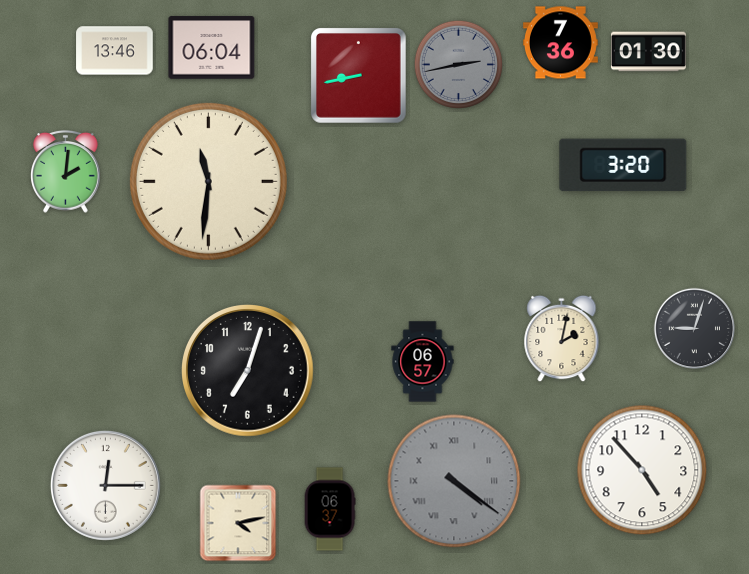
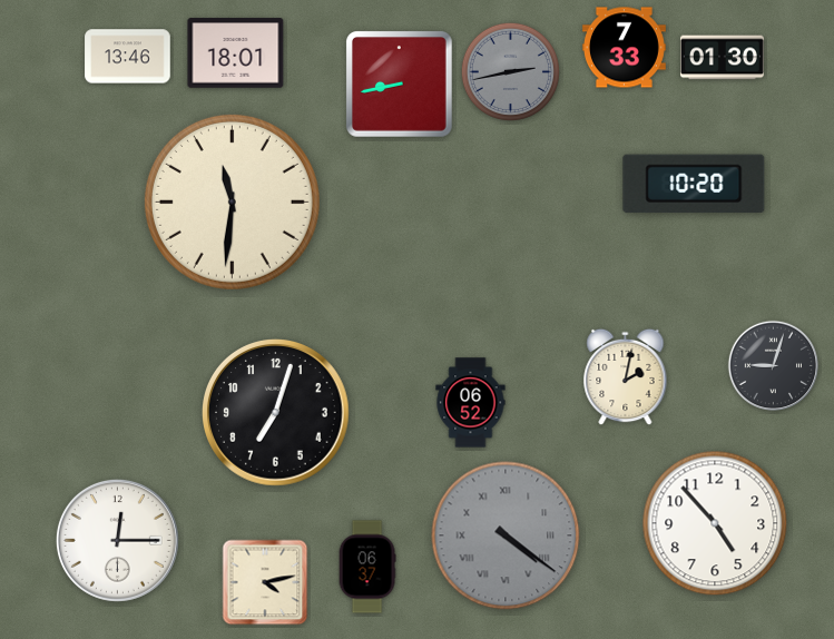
clock at (560, 43): 7:36 -> 7:33
clock at (212, 48): 06:04 -> 18:01
clock at (623, 165): 3:20 -> 10:20
clock at (66, 171): 2:01 -> none
clock at (423, 362): 06:57 -> 06:52
